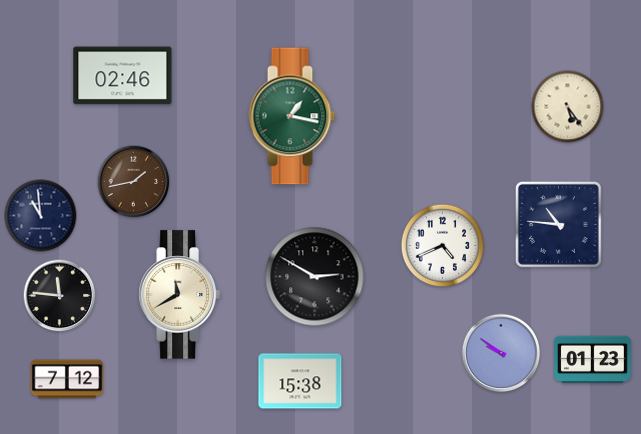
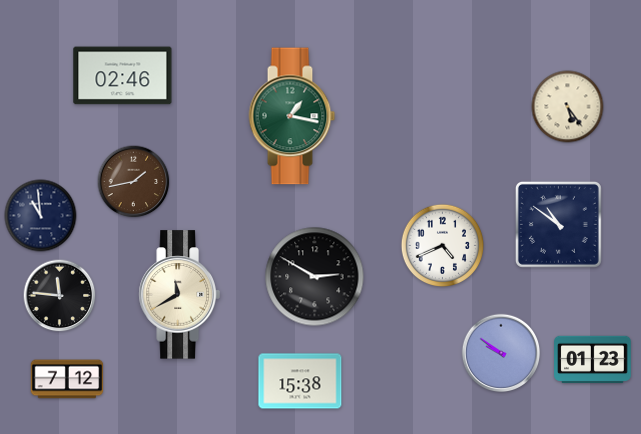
clock at (558, 224): 10:46 -> 10:51
